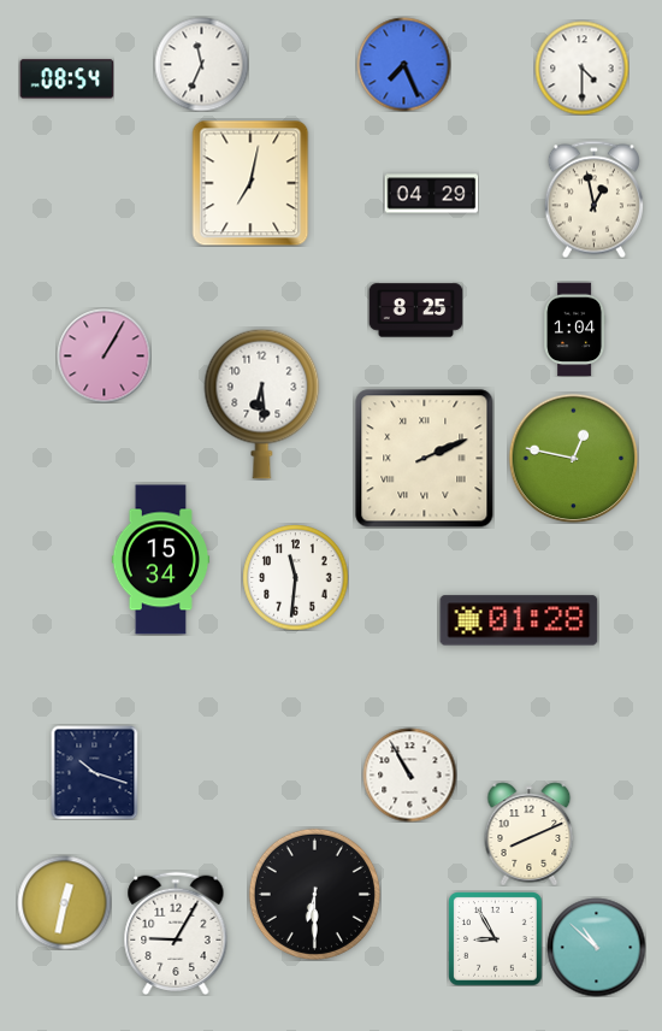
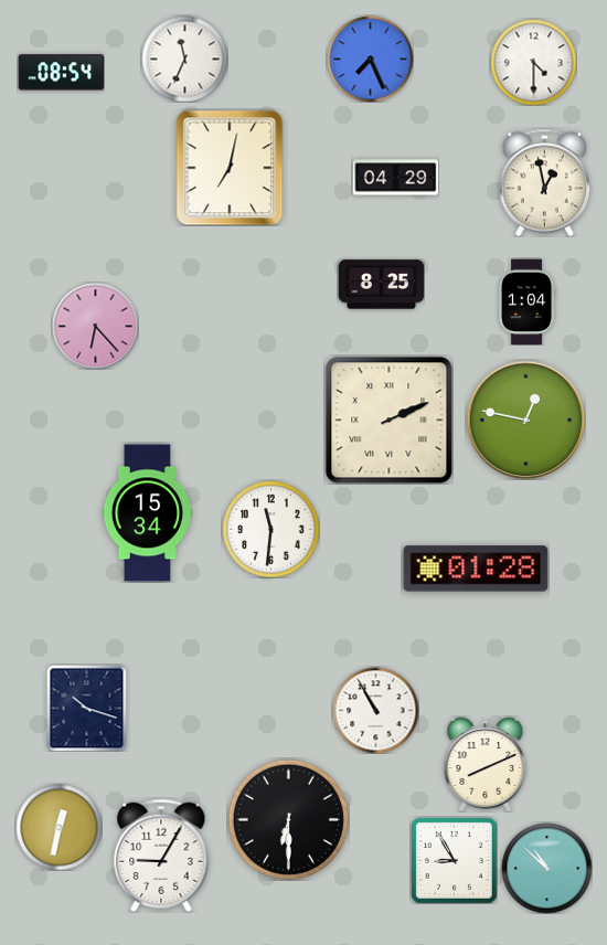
clock at (104, 355): 1:05 -> 6:23
clock at (262, 403): 6:29 -> none
